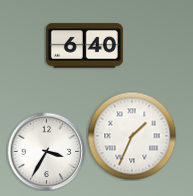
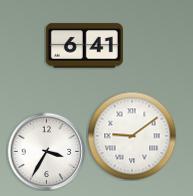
clock at (84, 46): 6:40 -> 6:41
clock at (132, 136): 1:34 -> 9:09
